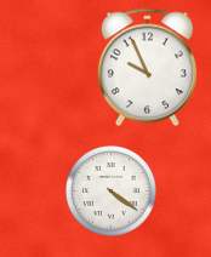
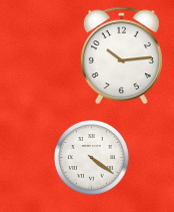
clock at (147, 68): 9:56 -> 10:14
